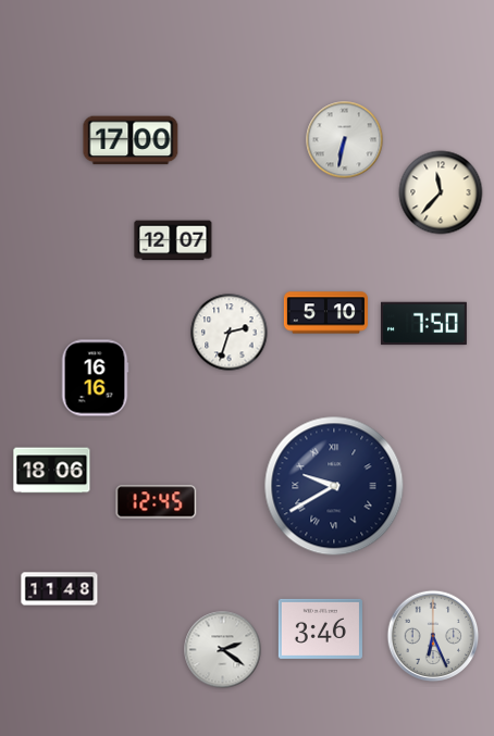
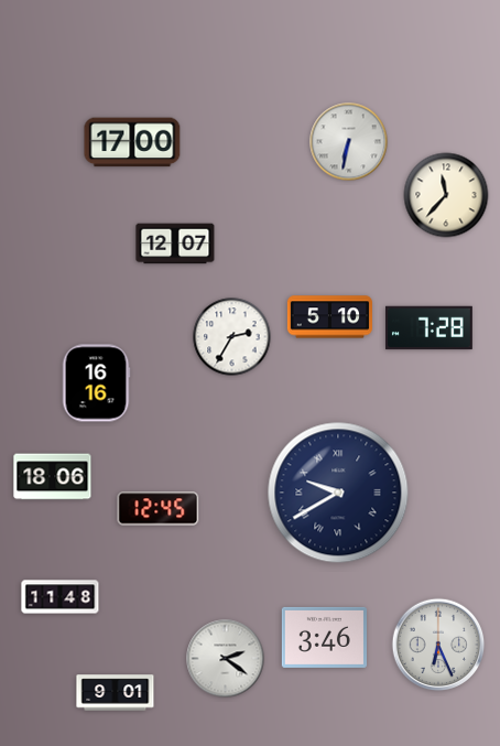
clock at (423, 324): 7:50 -> 7:28
clock at (230, 333): 2:33 -> 2:35
clock at (116, 693): none -> 9:01
